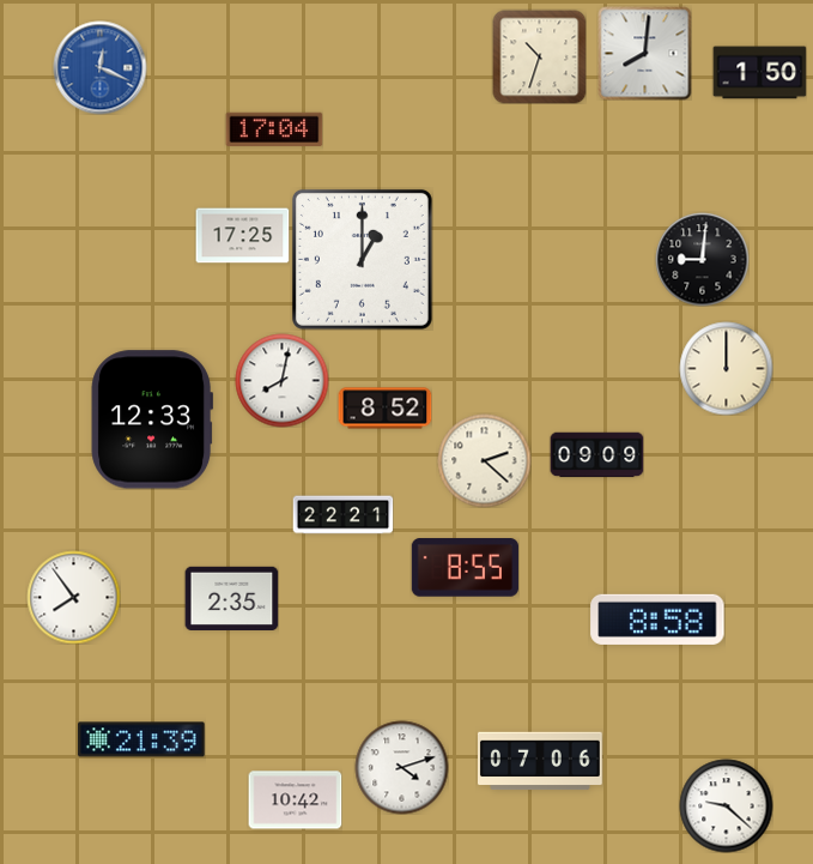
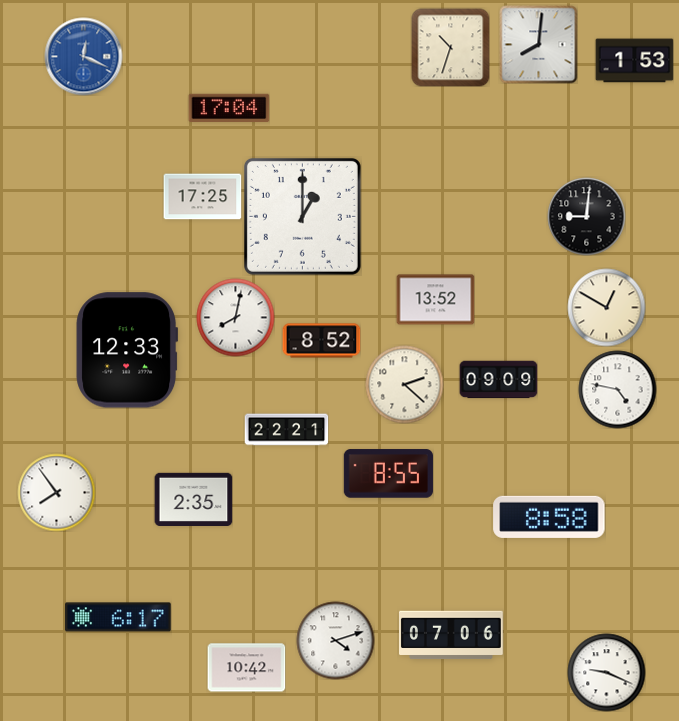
clock at (759, 73): 1:50 -> 1:53
clock at (435, 300): none -> 13:52
clock at (726, 368): 12:00 -> 12:50
clock at (617, 389): none -> 4:47
clock at (73, 597) position: (73, 597) -> (56, 492)
clock at (141, 739): 21:39 -> 6:17
clock at (726, 805): 9:22 -> 9:19
